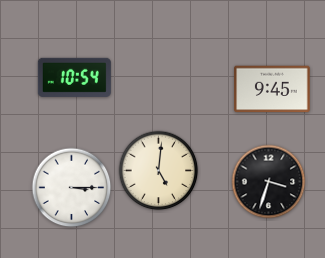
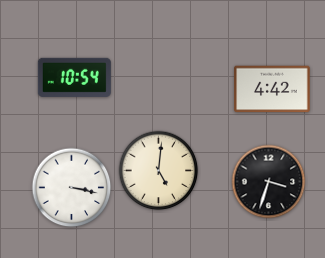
clock at (272, 89): 9:45 -> 4:42
clock at (72, 188): 3:15 -> 3:17
